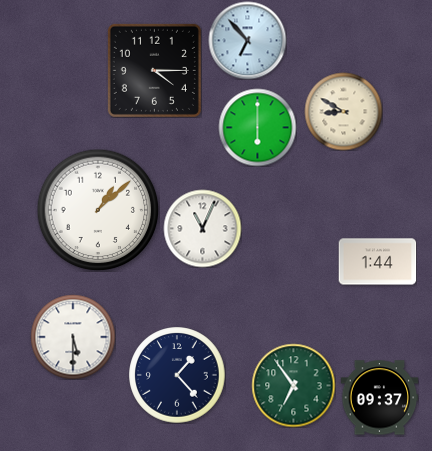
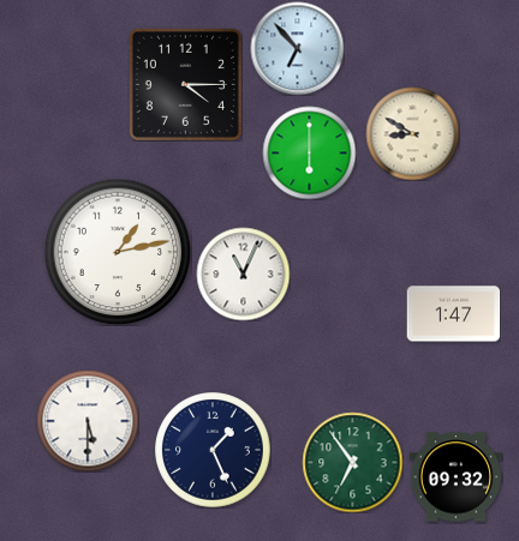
clock at (98, 210): 1:08 -> 1:13
clock at (377, 262): 1:44 -> 1:47
clock at (73, 337) position: (73, 337) -> (88, 421)
clock at (177, 375): 1:23 -> 1:26
clock at (379, 398): 09:37 -> 09:32
